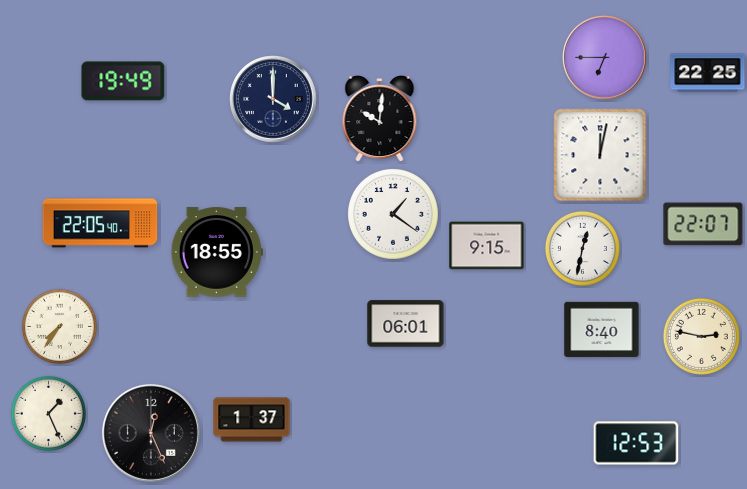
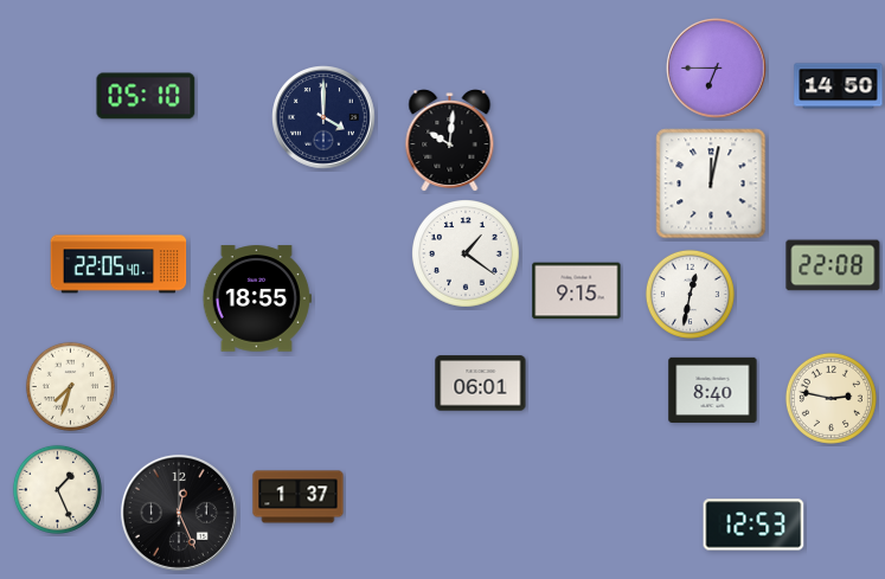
clock at (708, 73): 22:25 -> 14:50
clock at (123, 81): 19:49 -> 05:10
clock at (703, 224): 22:07 -> 22:08
clock at (59, 326): 7:36 -> 7:33
